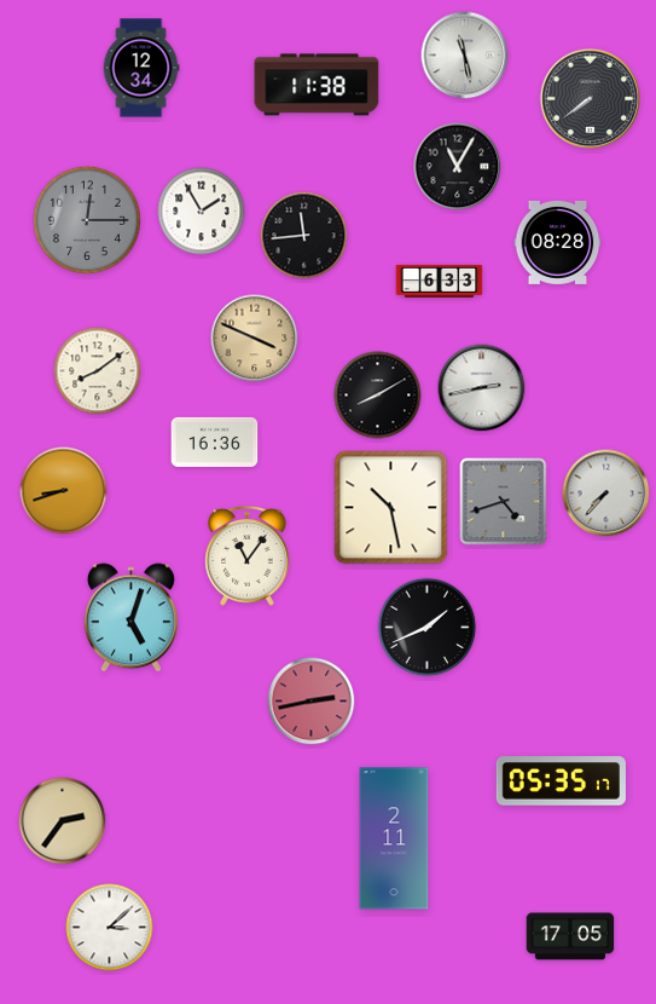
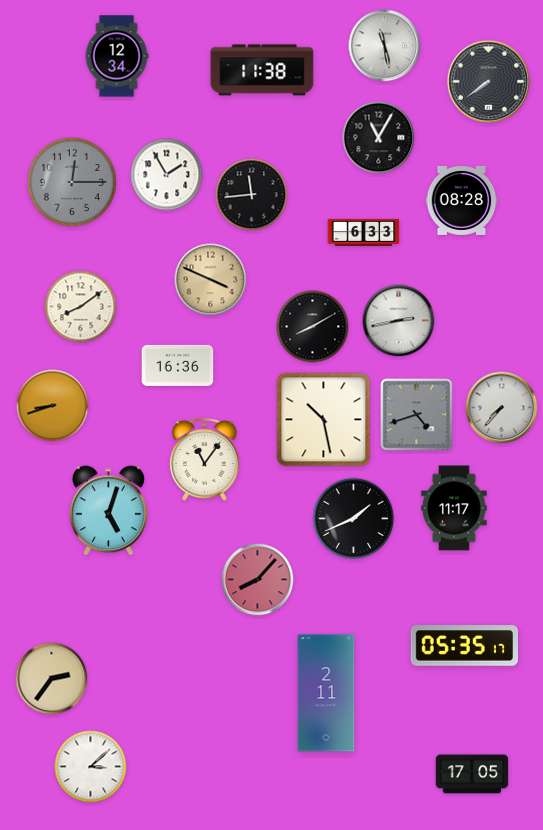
clock at (454, 508): none -> 11:17
clock at (312, 702): 2:43 -> 8:07
